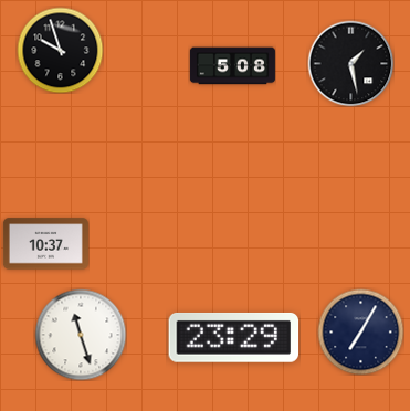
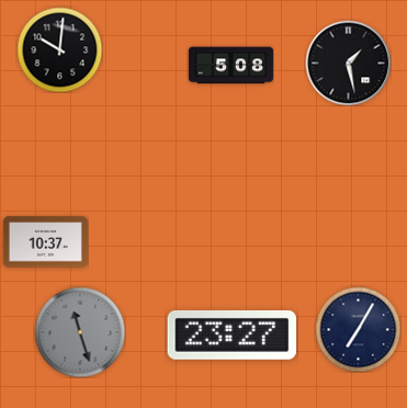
clock at (60, 50): 9:57 -> 10:01
clock at (81, 335) dial: white -> grey
clock at (234, 337): 23:29 -> 23:27
